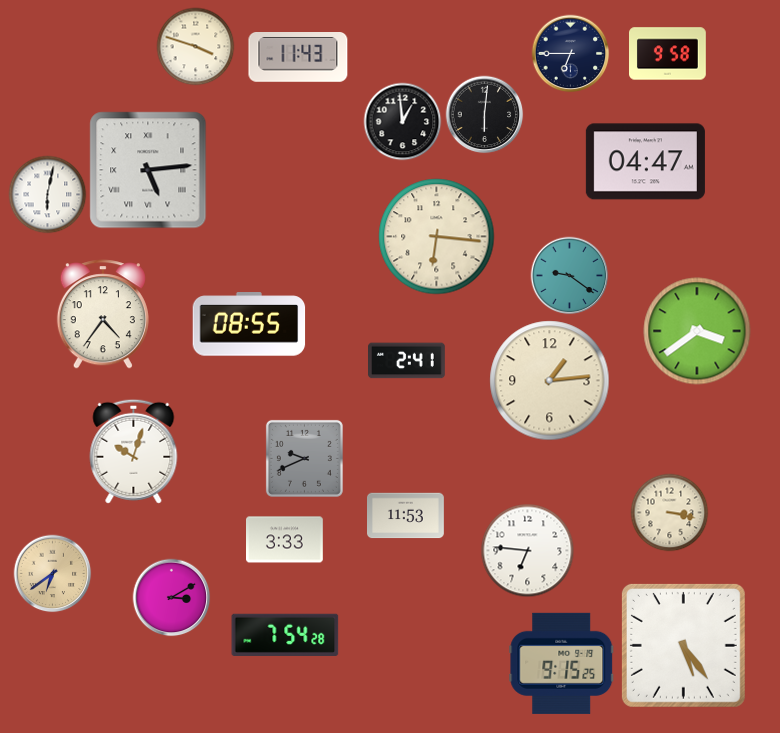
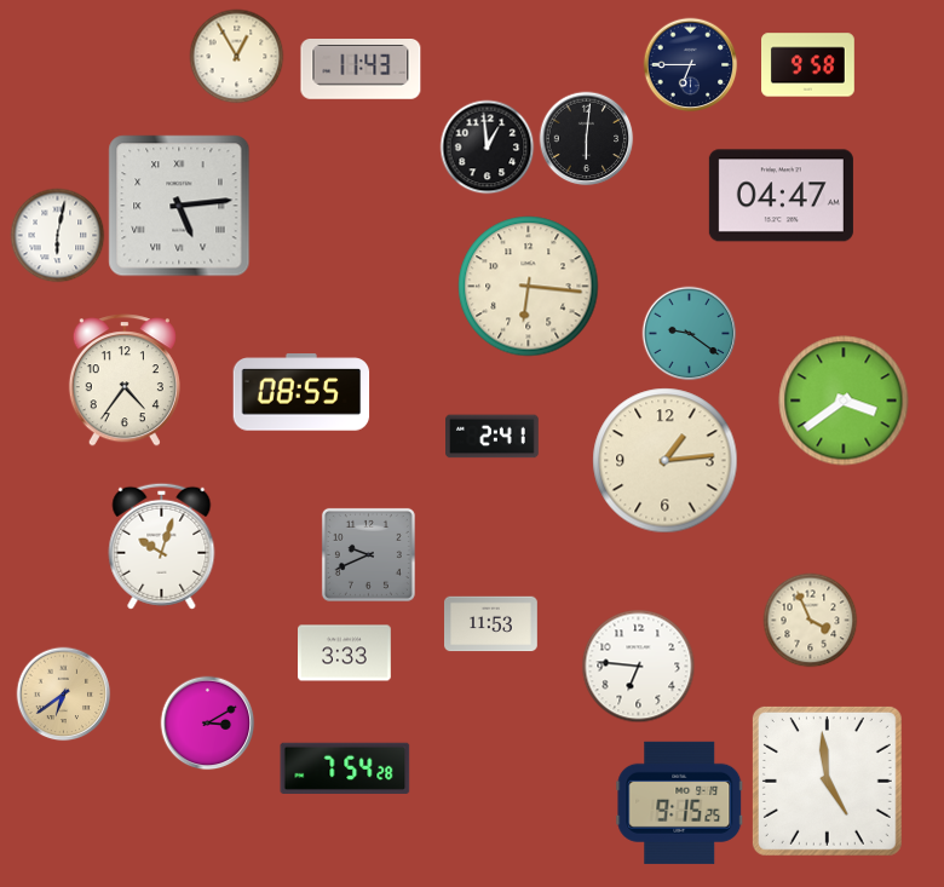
clock at (195, 46): 3:48 -> 12:55
clock at (669, 512): 3:17 -> 3:56
clock at (683, 645): 5:24 -> 4:59
